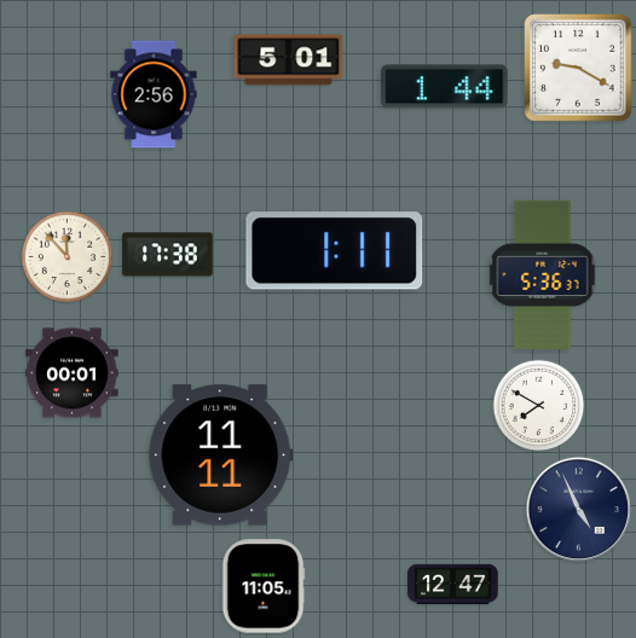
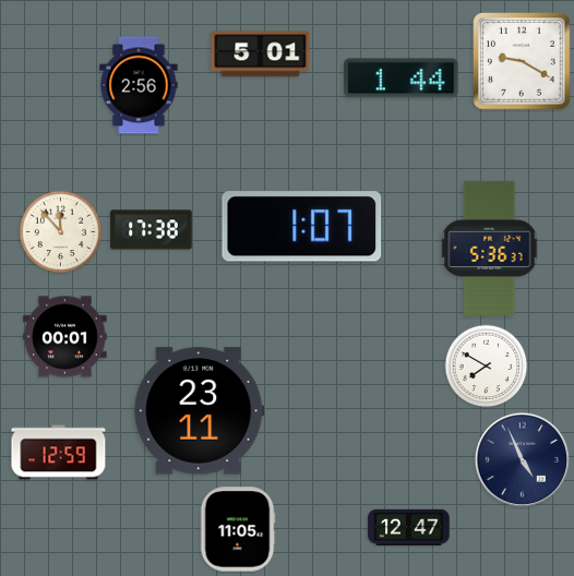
clock at (335, 251): 1:11 -> 1:07
clock at (221, 456): 11:11 -> 23:11
clock at (59, 453): none -> 12:59
